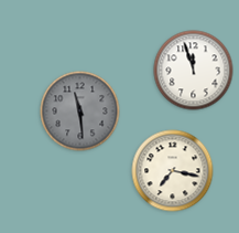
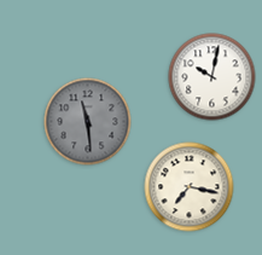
clock at (194, 71): 11:57 -> 10:02
